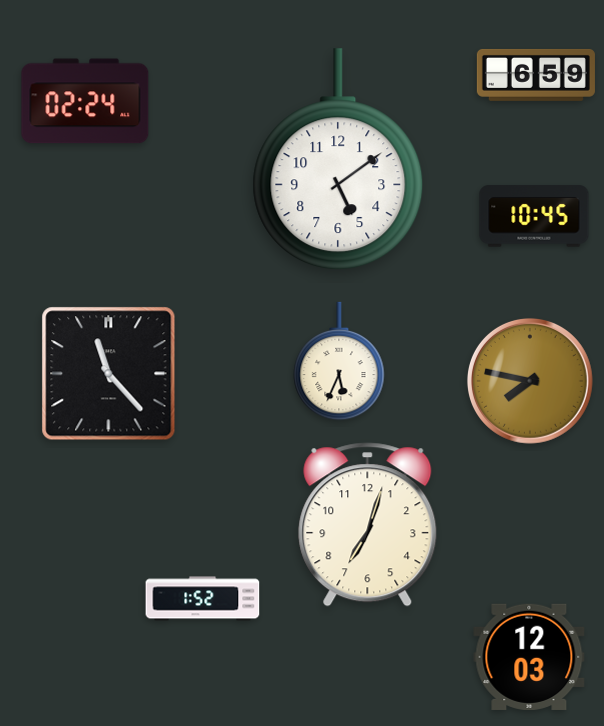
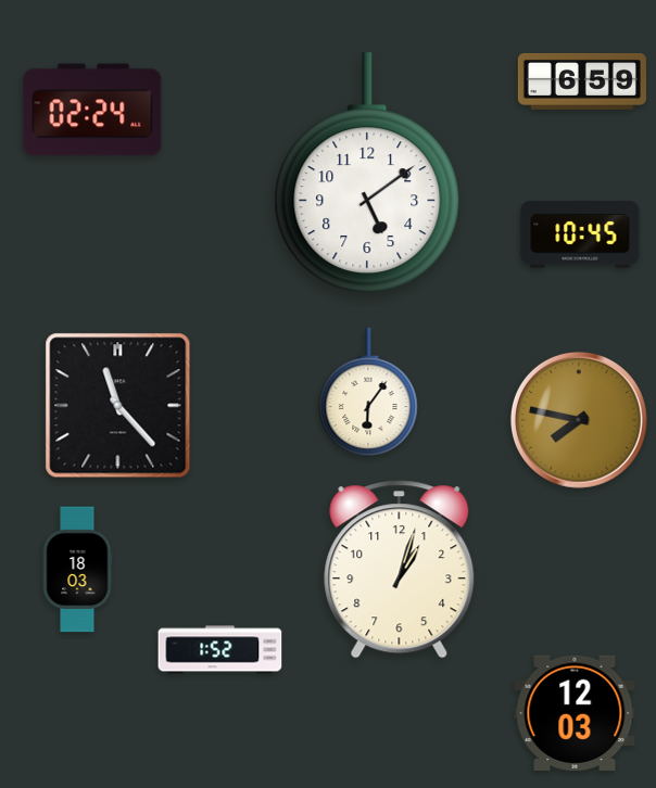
clock at (339, 361): 5:34 -> 6:06
clock at (530, 381) position: (530, 381) -> (579, 420)
clock at (77, 570): none -> 18:03
clock at (368, 525): 7:03 -> 1:03
